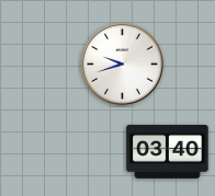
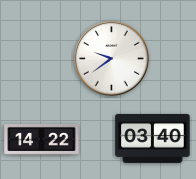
clock at (123, 65): 9:42 -> 9:39
clock at (42, 139): none -> 14:22
